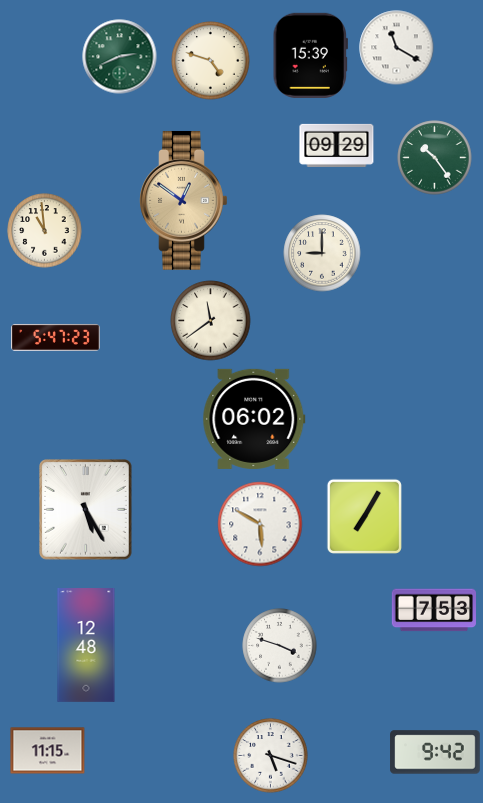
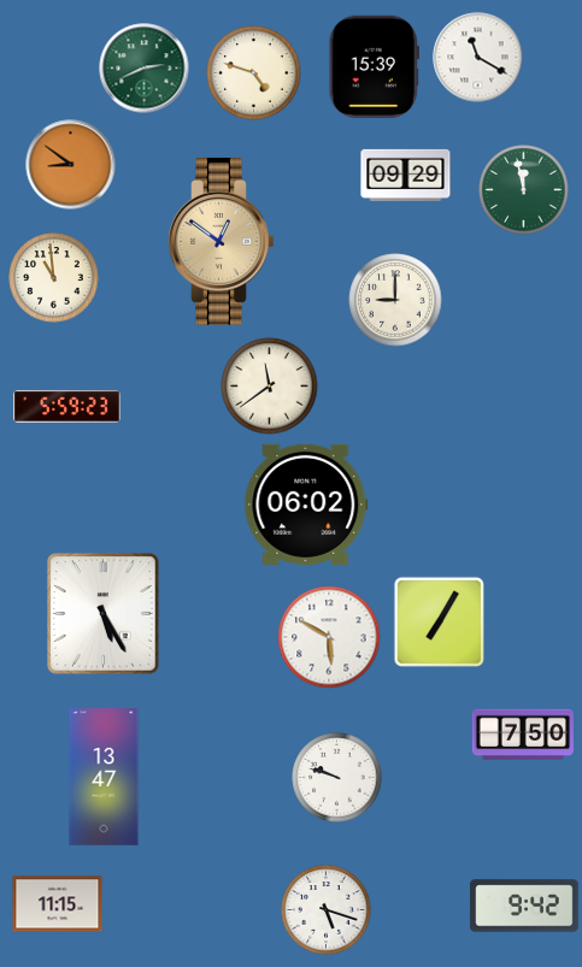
clock at (71, 165): none -> 8:51
clock at (435, 158): 10:24 -> 11:58
clock at (322, 253) position: (322, 253) -> (395, 300)
clock at (211, 321) position: (211, 321) -> (270, 387)
clock at (56, 337): 5:47 -> 5:59
clock at (260, 524) position: (260, 524) -> (329, 637)
clock at (433, 610): 7:53 -> 7:50
clock at (86, 646): 12:48 -> 13:47
clock at (280, 646): 3:48 -> 9:48
